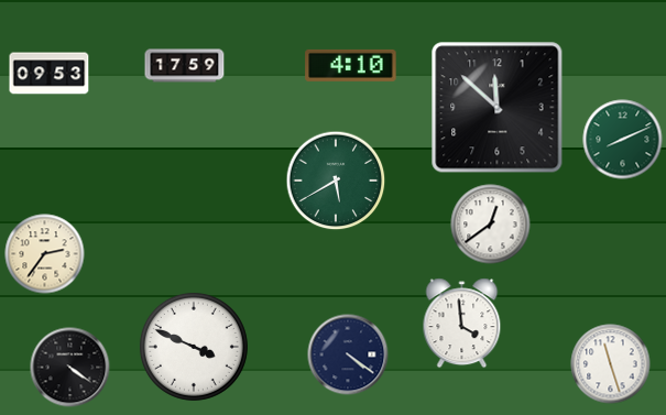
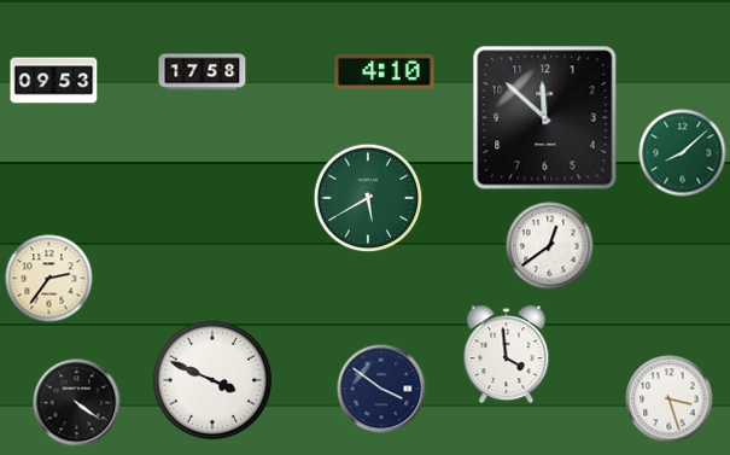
clock at (185, 66): 17:59 -> 17:58
clock at (623, 140): 8:11 -> 8:08
clock at (491, 225) position: (491, 225) -> (550, 246)
clock at (348, 354): 4:21 -> 3:51
clock at (611, 364): 11:27 -> 3:27
